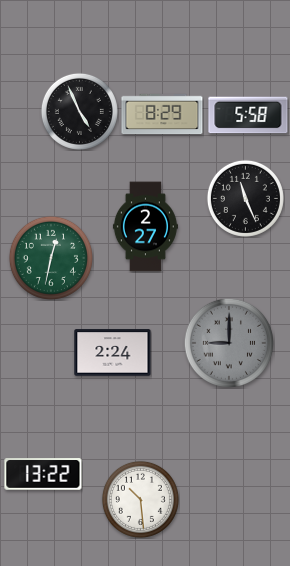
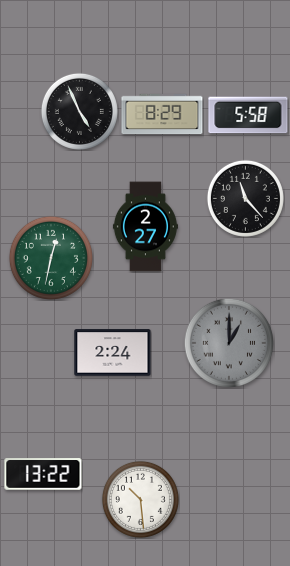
clock at (245, 198): 11:26 -> 11:23
clock at (228, 342): 9:00 -> 1:00
